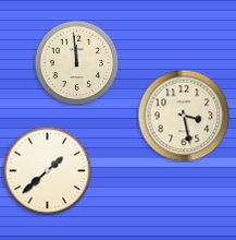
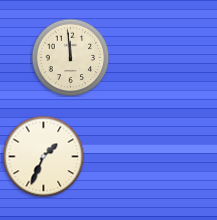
clock at (184, 116): 3:28 -> none
clock at (47, 170): 1:38 -> 1:34
